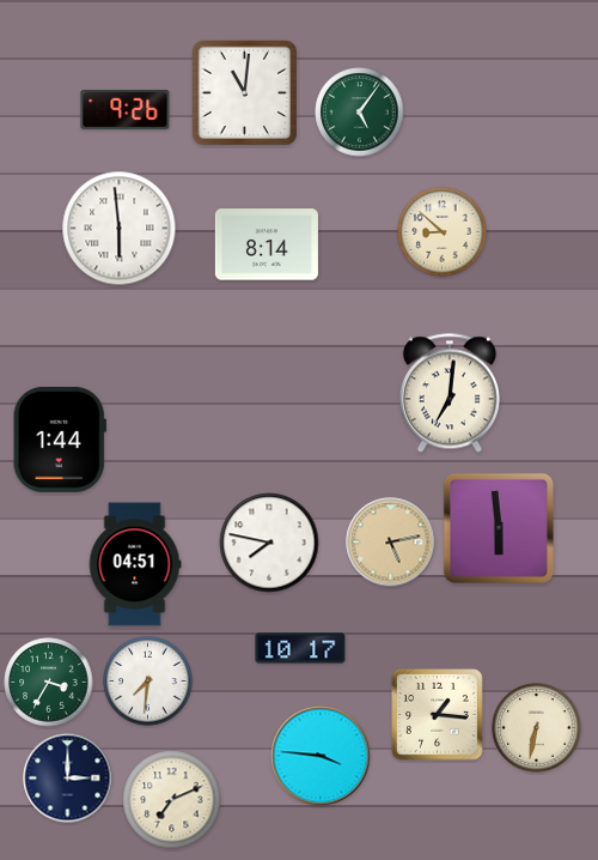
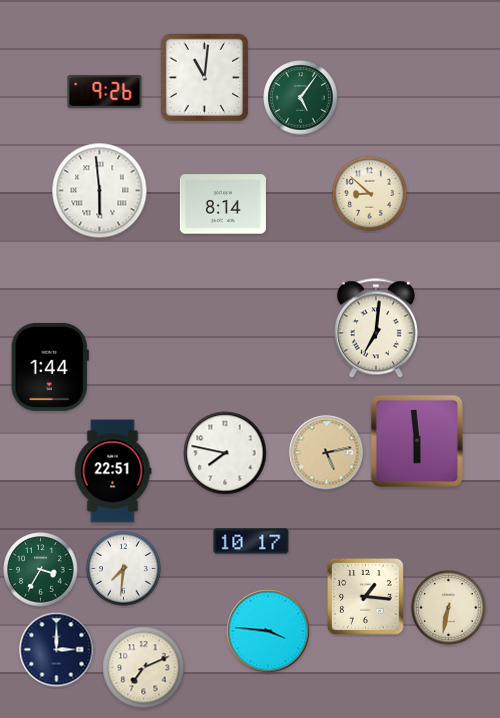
clock at (360, 113) position: (360, 113) -> (301, 98)
clock at (135, 564): 04:51 -> 22:51
